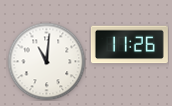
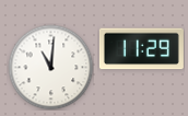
clock at (129, 45): 11:26 -> 11:29
